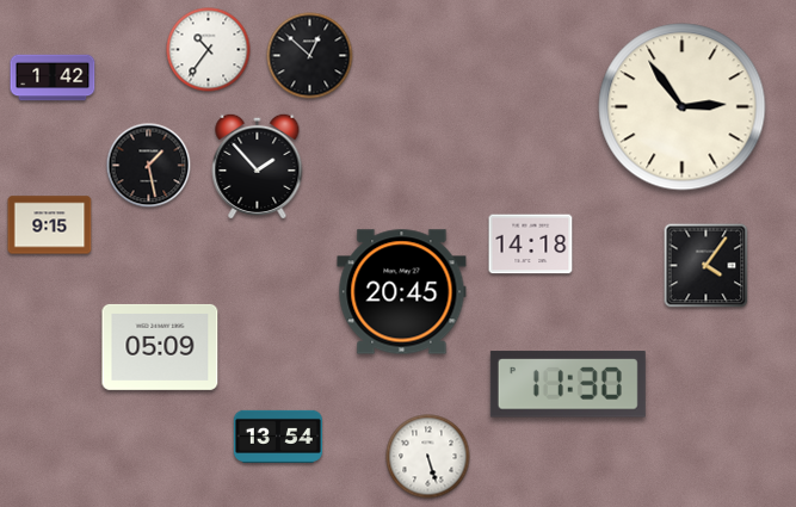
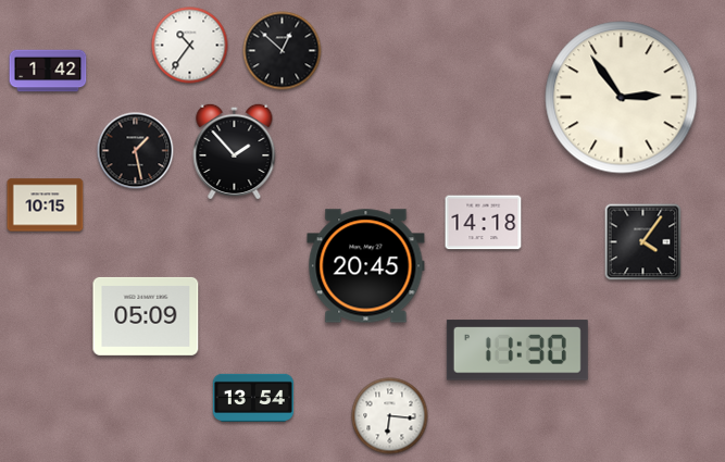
clock at (50, 225): 9:15 -> 10:15
clock at (428, 457): 5:27 -> 6:16
